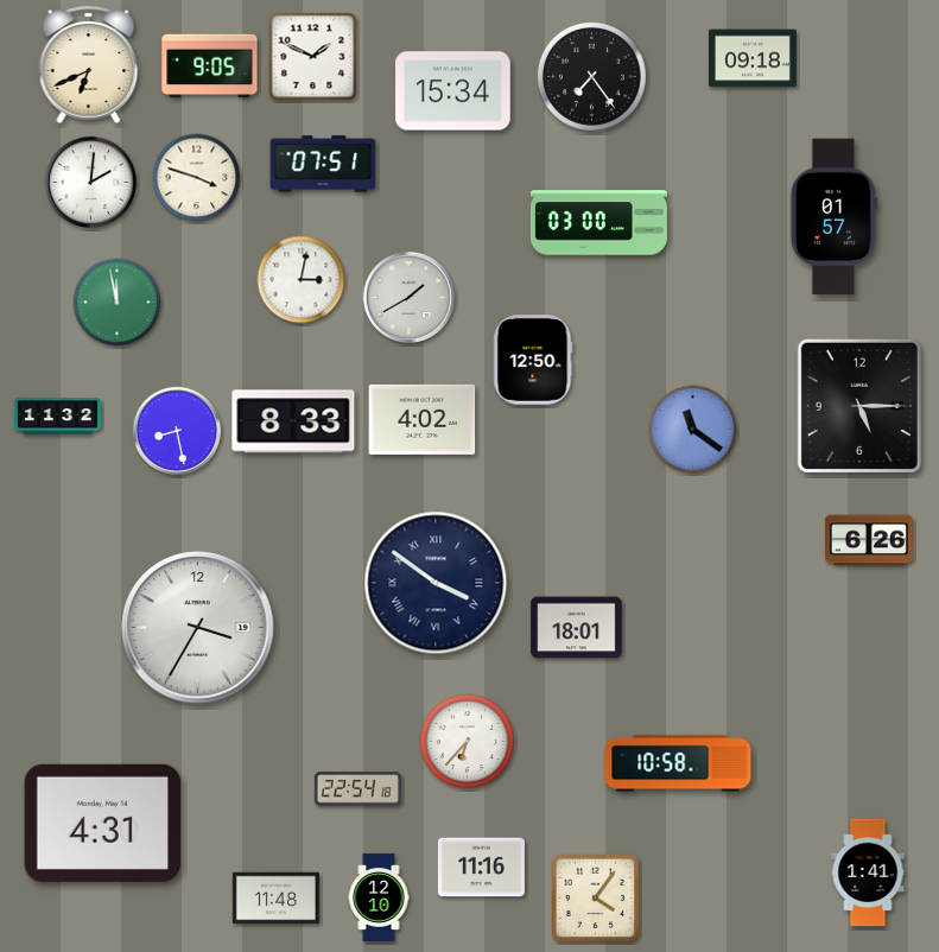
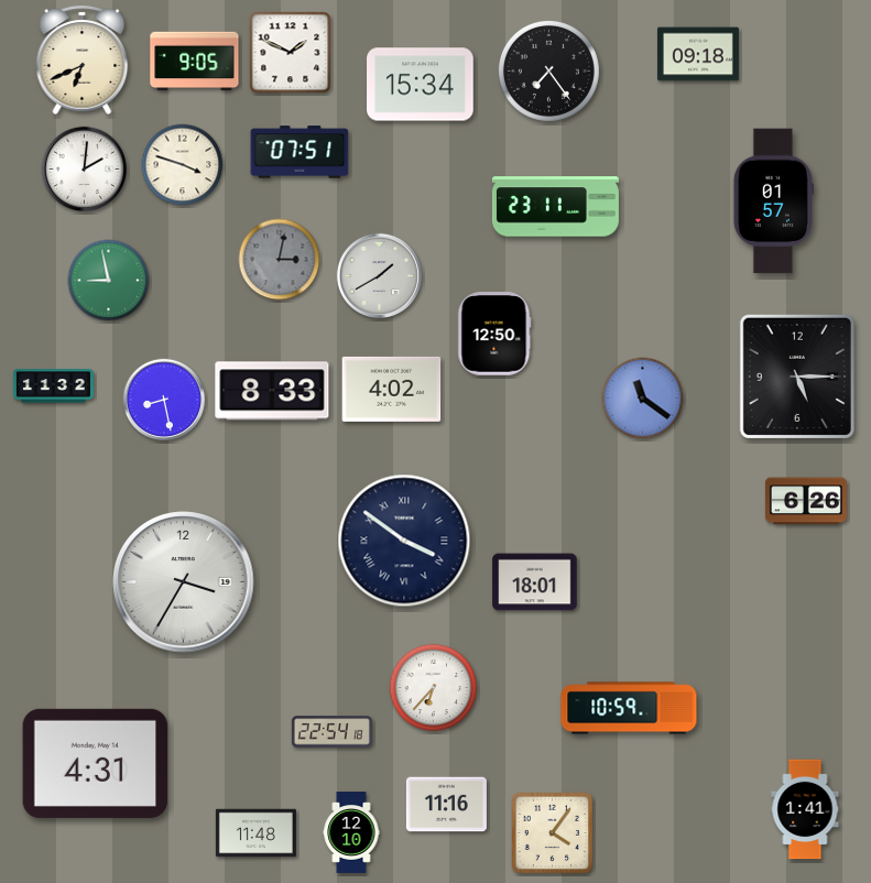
clock at (598, 223): 03:00 -> 23:11
clock at (302, 280) dial: white -> grey
clock at (118, 303): 11:58 -> 8:58
clock at (678, 763): 10:58 -> 10:59
